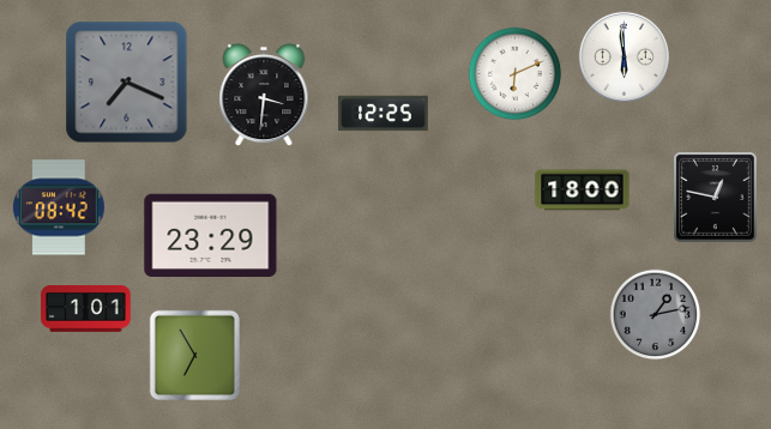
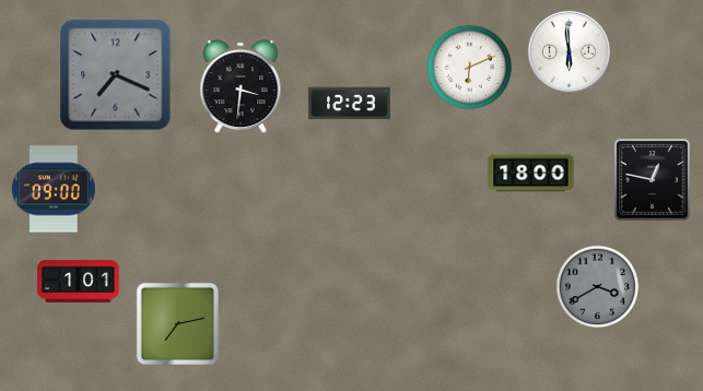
clock at (384, 114): 12:25 -> 12:23
clock at (59, 207): 08:42 -> 09:00
clock at (211, 235): 23:29 -> none
clock at (656, 315): 1:13 -> 3:40
clock at (194, 355): 6:55 -> 7:13
